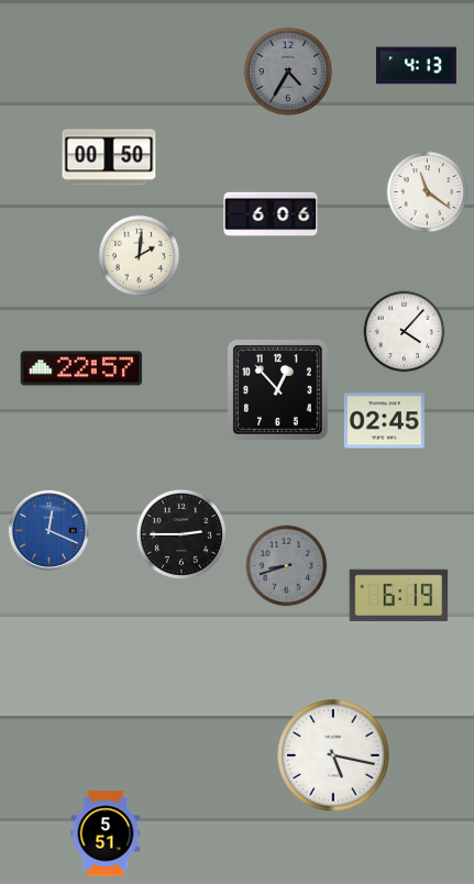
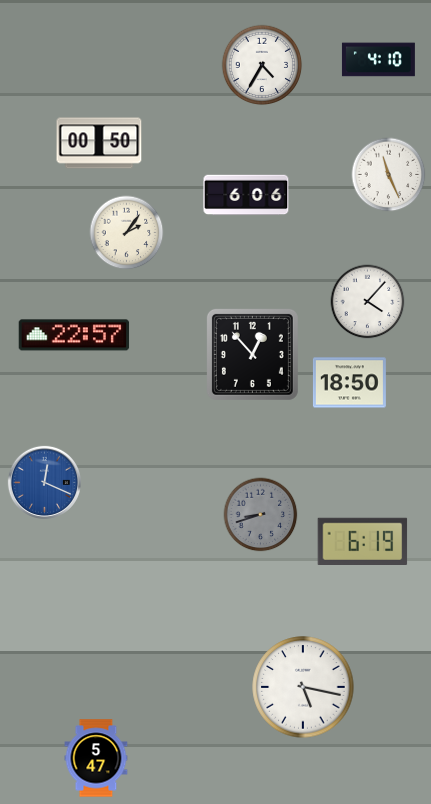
clock at (416, 66): 4:13 -> 4:10
clock at (288, 71) dial: grey -> white
clock at (428, 192): 11:21 -> 11:26
clock at (140, 256): 2:01 -> 2:06
clock at (384, 421): 02:45 -> 18:50
clock at (180, 533): 2:45 -> none
clock at (106, 833): 5:51 -> 5:47
